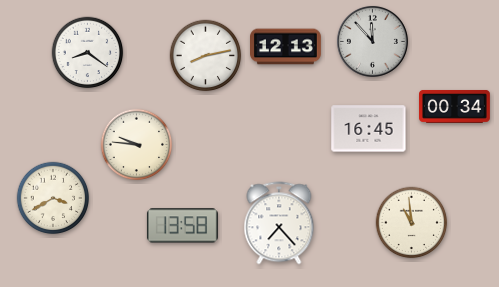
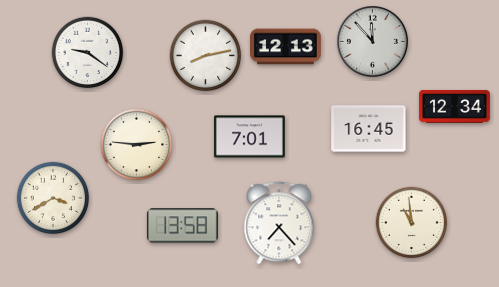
clock at (88, 53): 8:21 -> 9:21
clock at (455, 106): 00:34 -> 12:34
clock at (249, 137): none -> 7:01
clock at (137, 145): 9:46 -> 2:46
